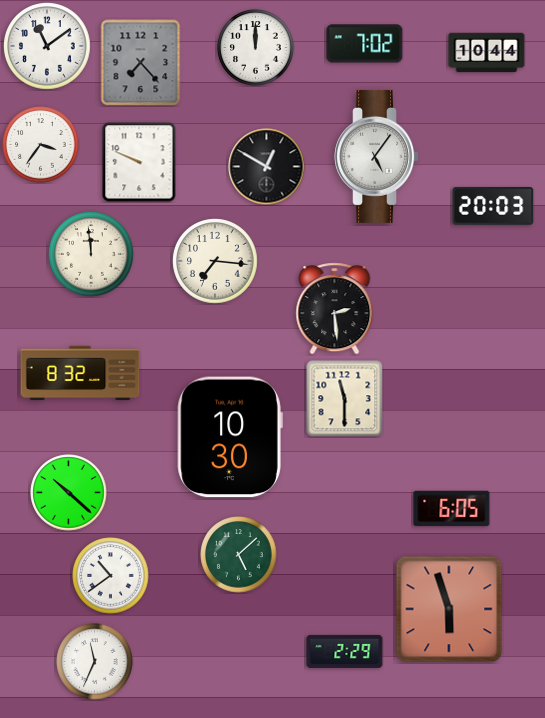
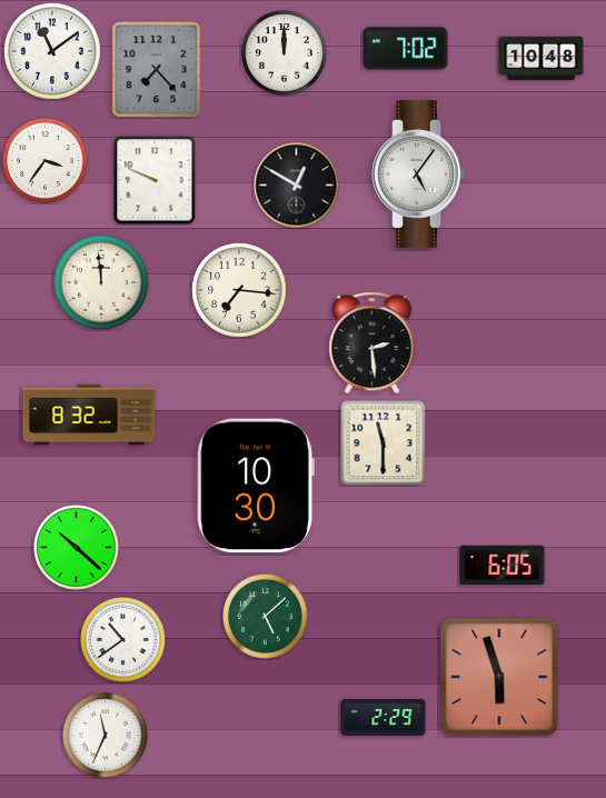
clock at (487, 53): 10:44 -> 10:48
clock at (493, 206): 20:03 -> none
clock at (345, 651) position: (345, 651) -> (384, 717)
